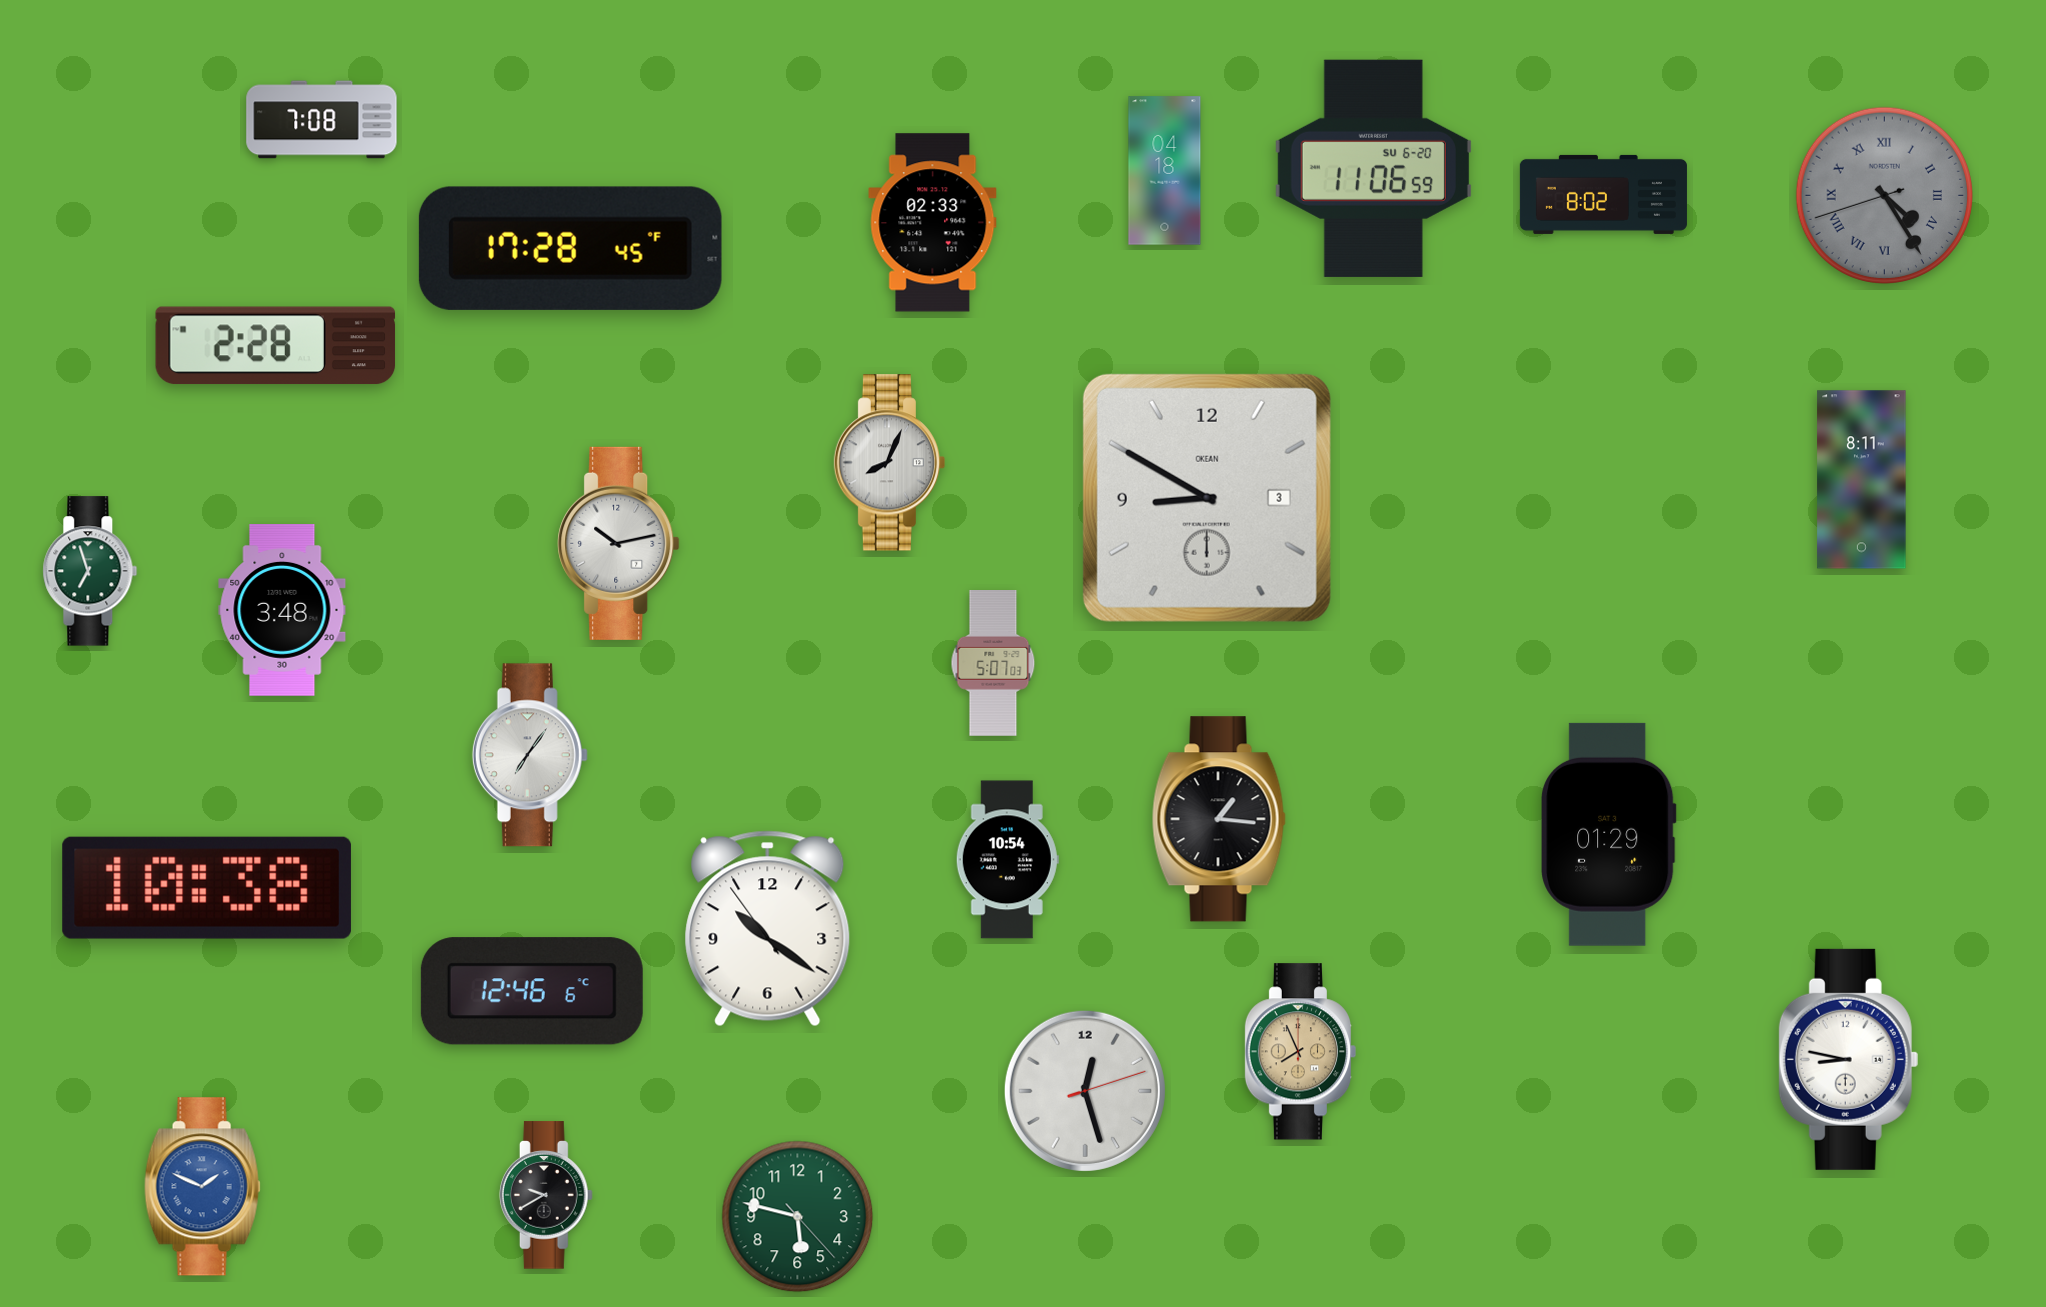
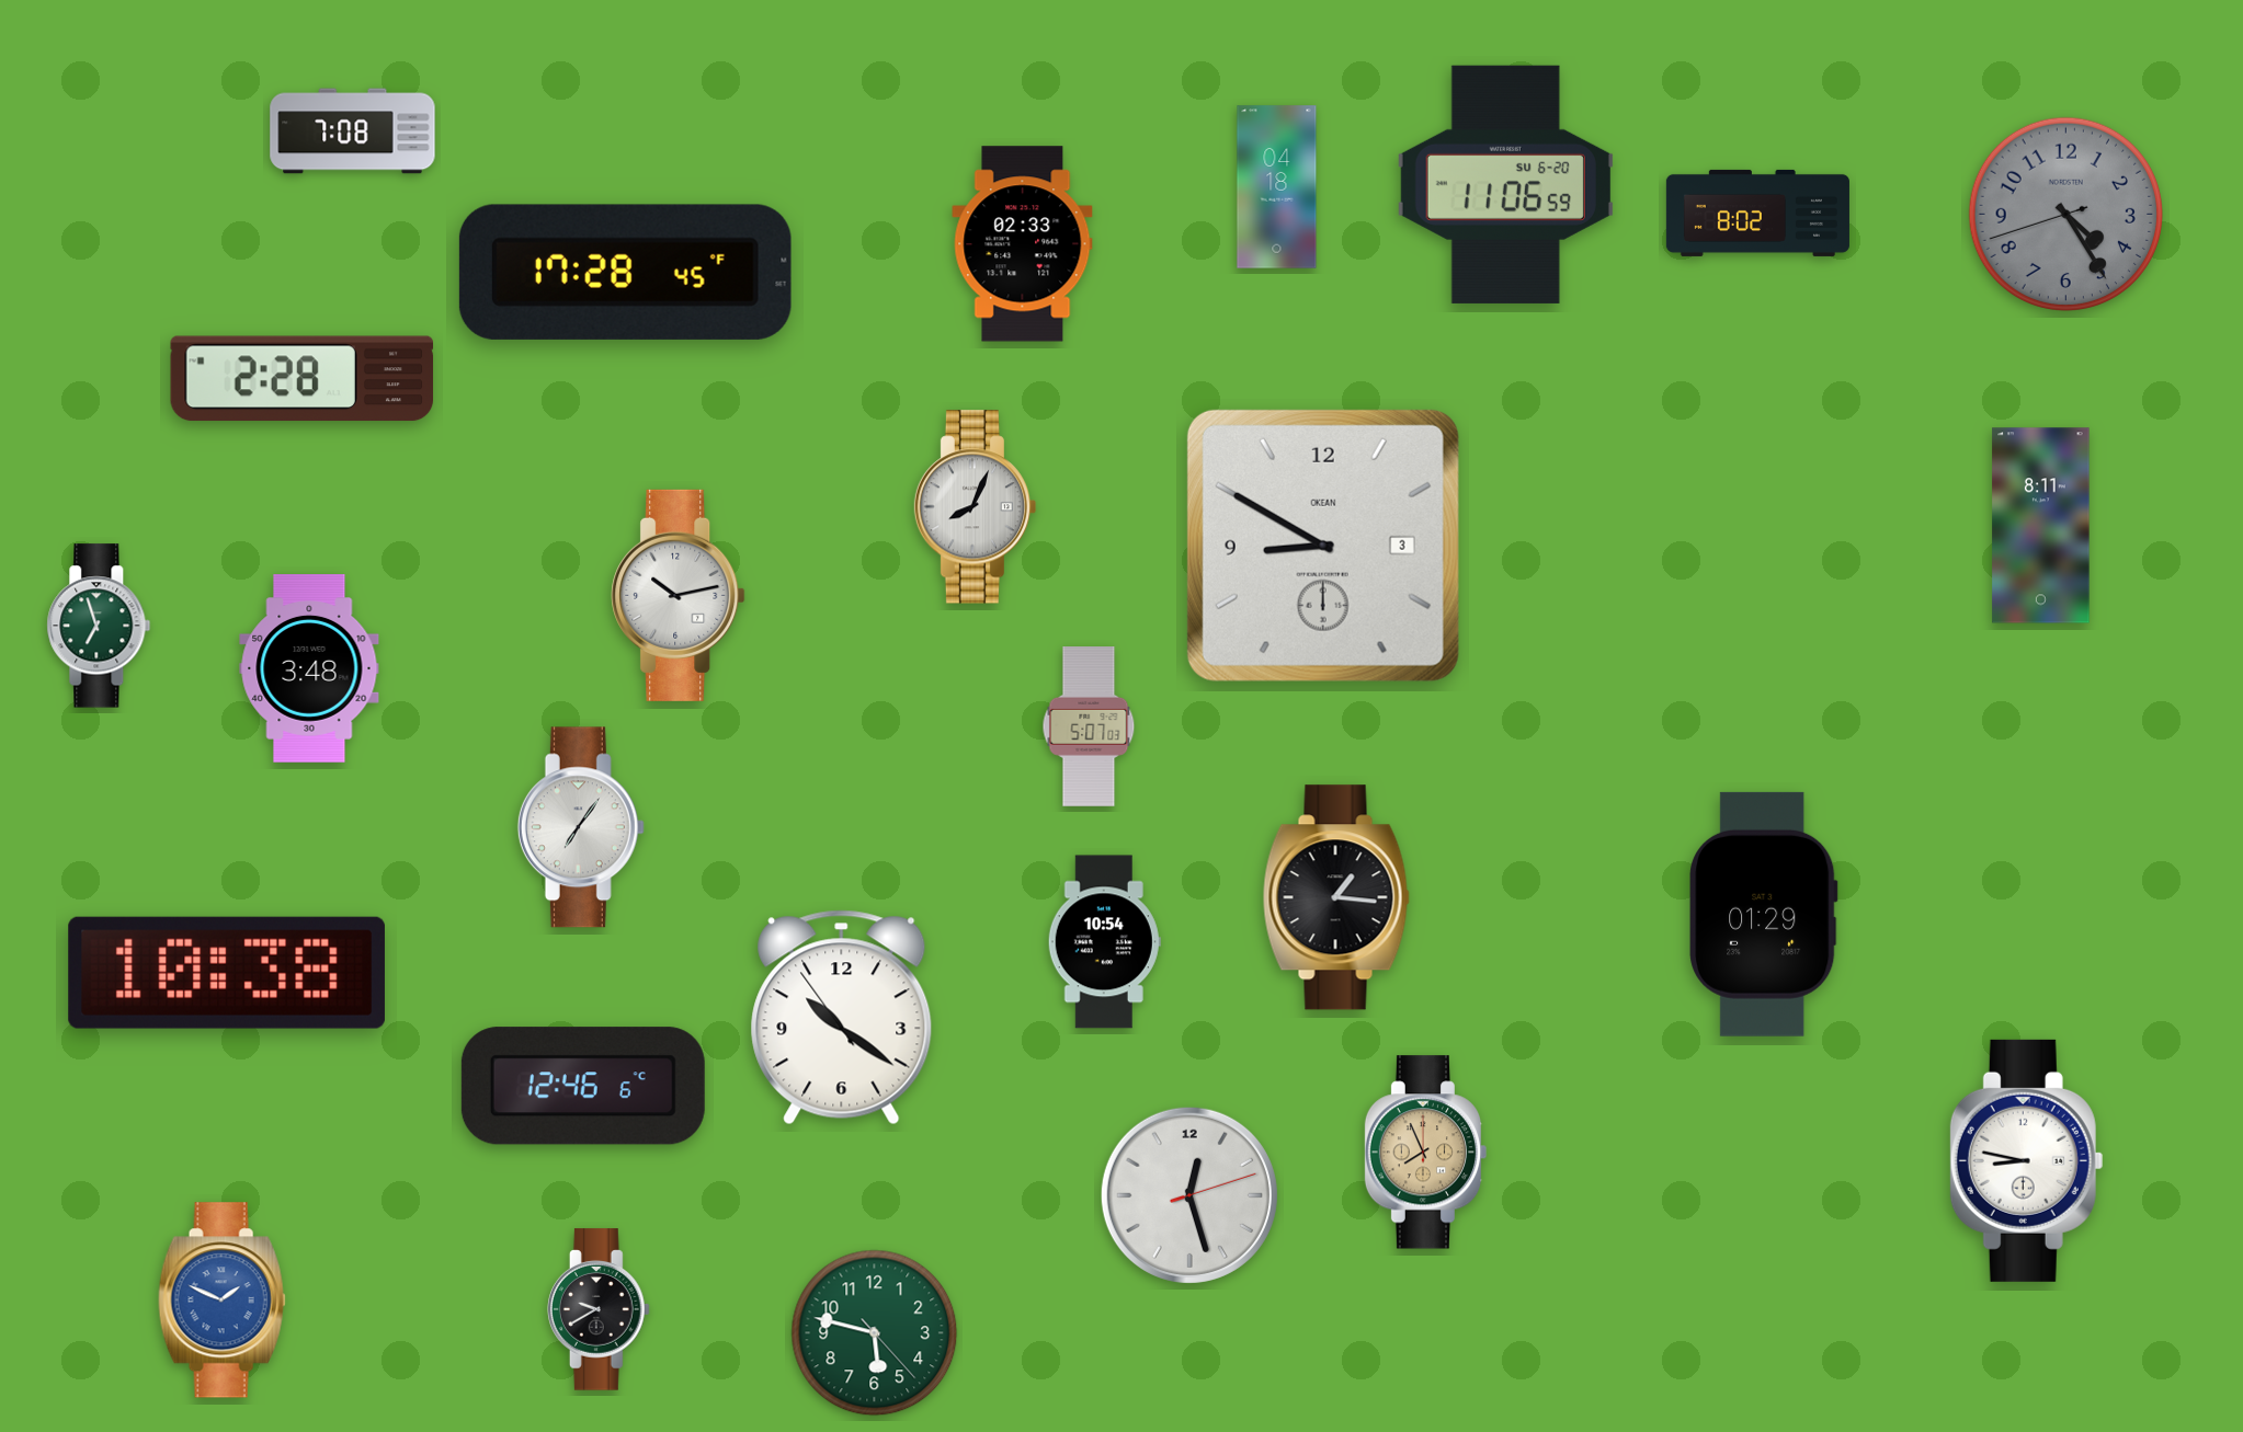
clock at (1884, 195) numerals: Roman -> Arabic
